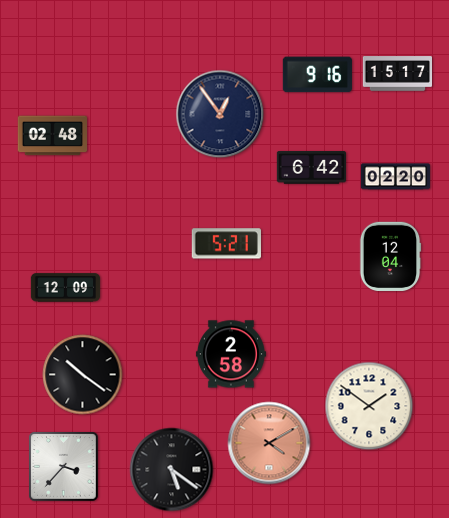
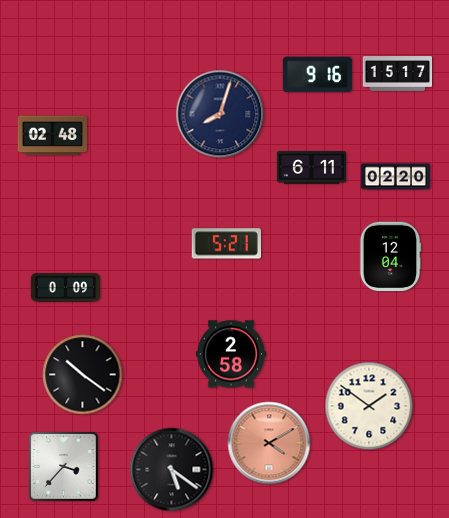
clock at (220, 114): 12:54 -> 8:03
clock at (311, 168): 6:42 -> 6:11
clock at (66, 288): 12:09 -> 0:09
